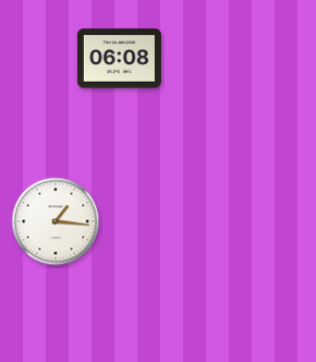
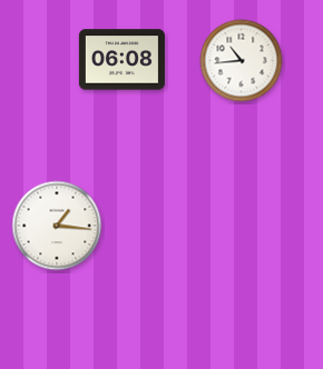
clock at (242, 61): none -> 10:44
